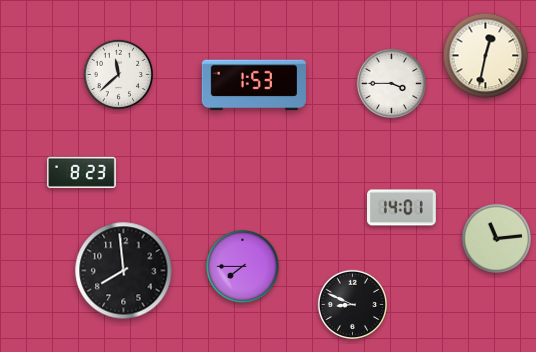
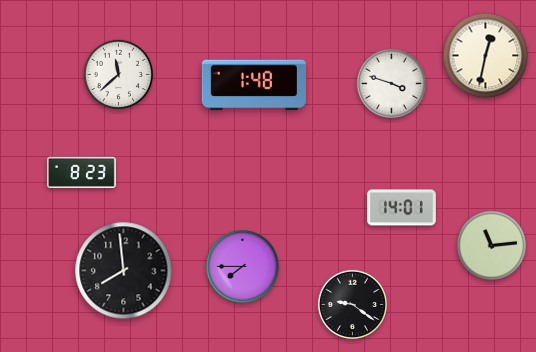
clock at (391, 83): 3:45 -> 3:48
clock at (254, 85): 1:53 -> 1:48
clock at (496, 238) position: (496, 238) -> (491, 245)
clock at (352, 304): 8:49 -> 9:21
